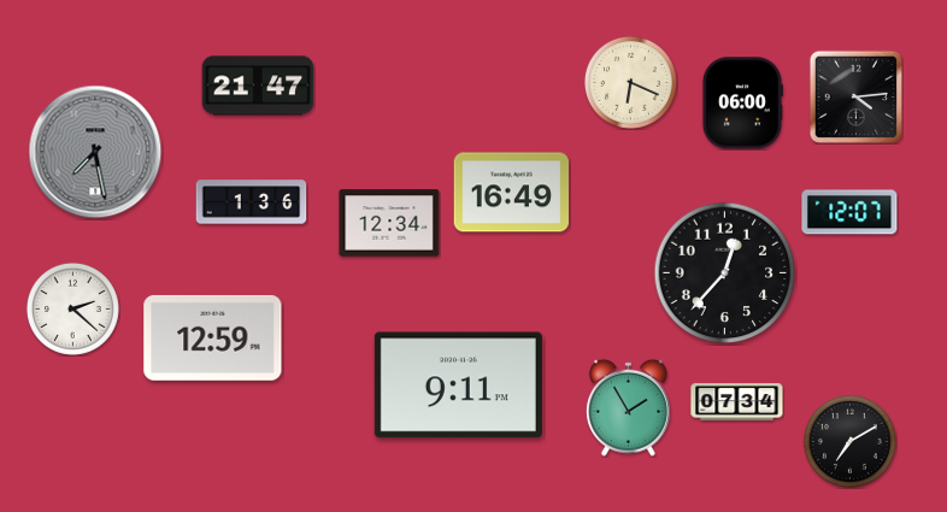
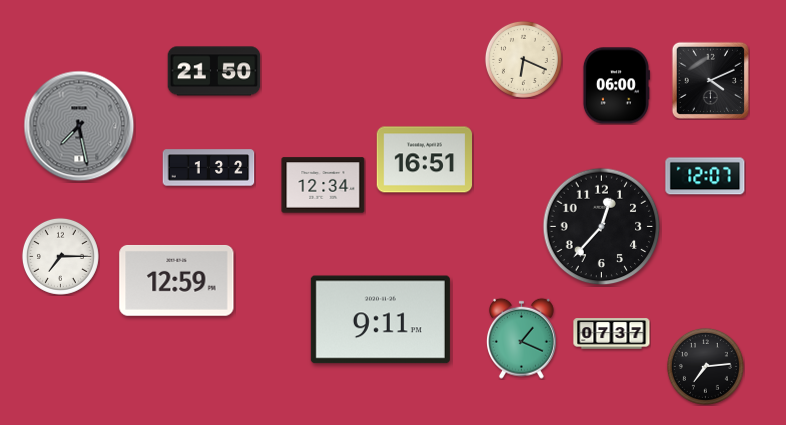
clock at (630, 82) position: (630, 82) -> (523, 59)
clock at (258, 86): 21:47 -> 21:50
clock at (855, 96): 4:14 -> 4:11
clock at (512, 193): 16:49 -> 16:51
clock at (252, 202): 1:36 -> 1:32
clock at (72, 308): 2:22 -> 7:15
clock at (737, 402): 07:34 -> 07:37
clock at (628, 407): 1:55 -> 1:19
clock at (849, 441): 7:10 -> 7:14
